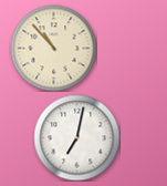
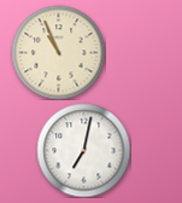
clock at (53, 48): 10:53 -> 10:56
